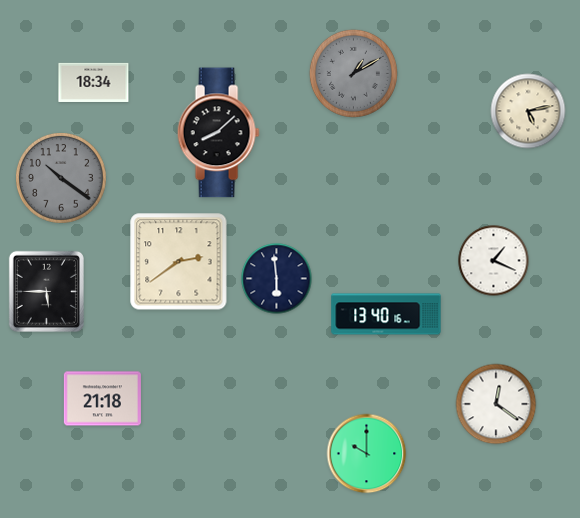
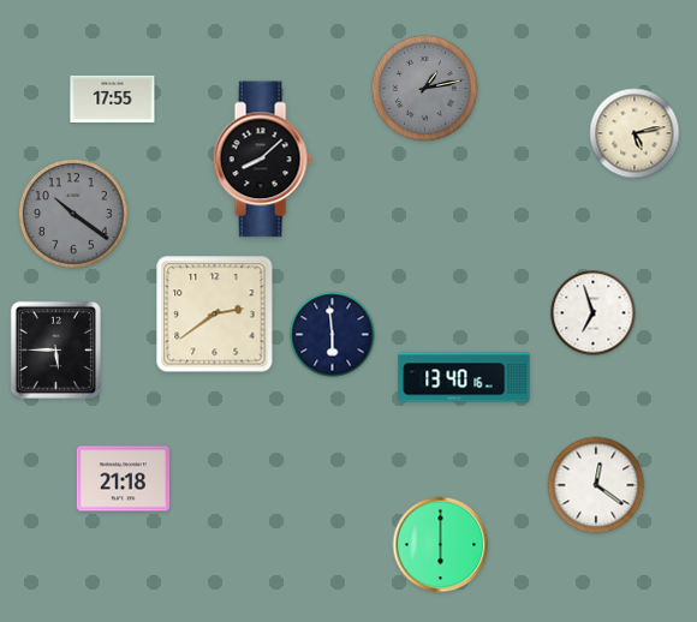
clock at (353, 73): 1:10 -> 1:13
clock at (94, 82): 18:34 -> 17:55
clock at (494, 261): 1:19 -> 6:57
clock at (367, 454): 10:00 -> 6:00
